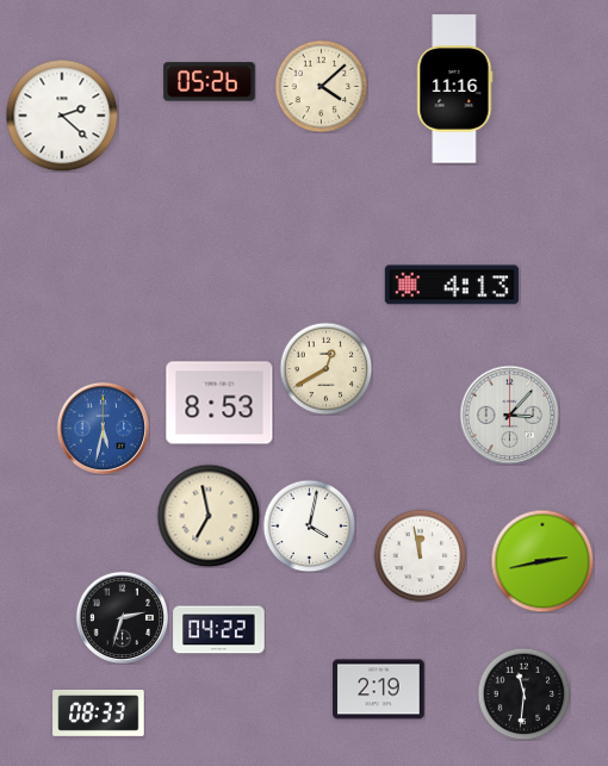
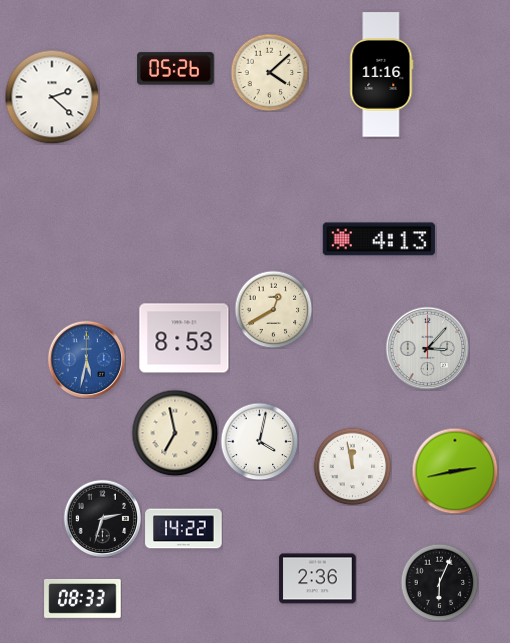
clock at (219, 630): 04:22 -> 14:22
clock at (379, 690): 2:19 -> 2:36
clock at (523, 693): 11:31 -> 6:04
